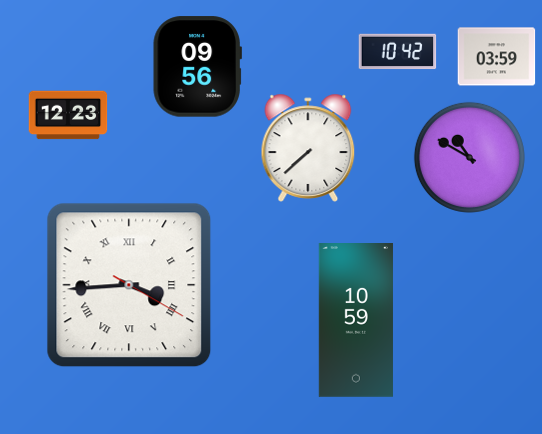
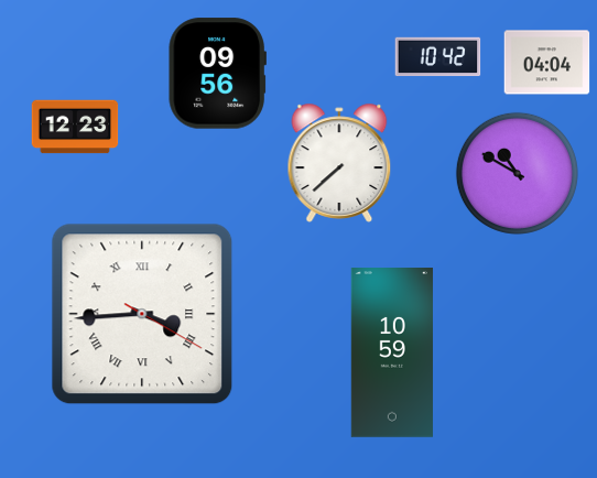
clock at (496, 57): 03:59 -> 04:04
